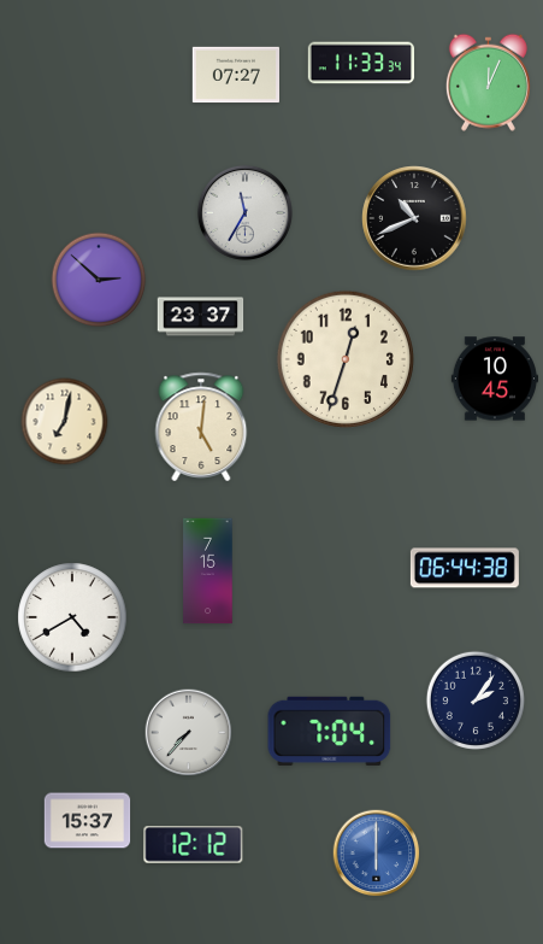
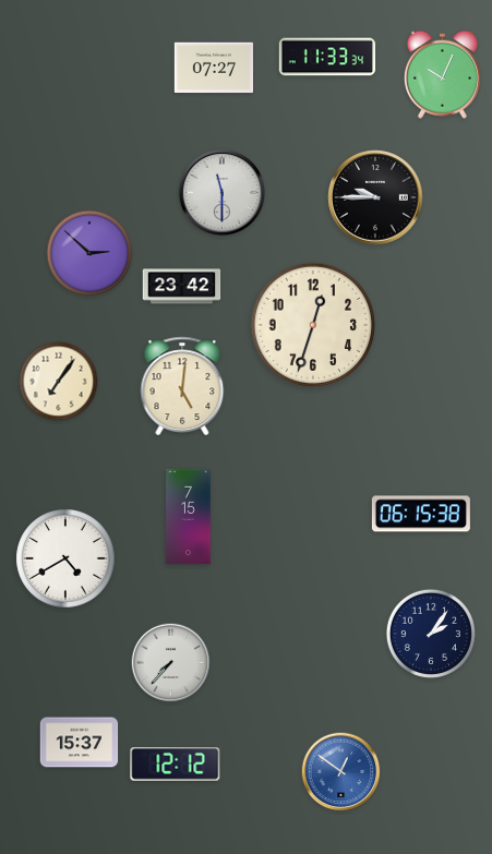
clock at (488, 82): 12:04 -> 10:04
clock at (244, 212): 11:35 -> 11:30
clock at (414, 218): 10:41 -> 9:45
clock at (201, 317): 23:37 -> 23:42
clock at (494, 379): 10:45 -> none
clock at (65, 422): 7:02 -> 7:06
clock at (465, 568): 06:44 -> 06:15
clock at (330, 731): 7:04 -> none
clock at (377, 854): 6:00 -> 12:51
